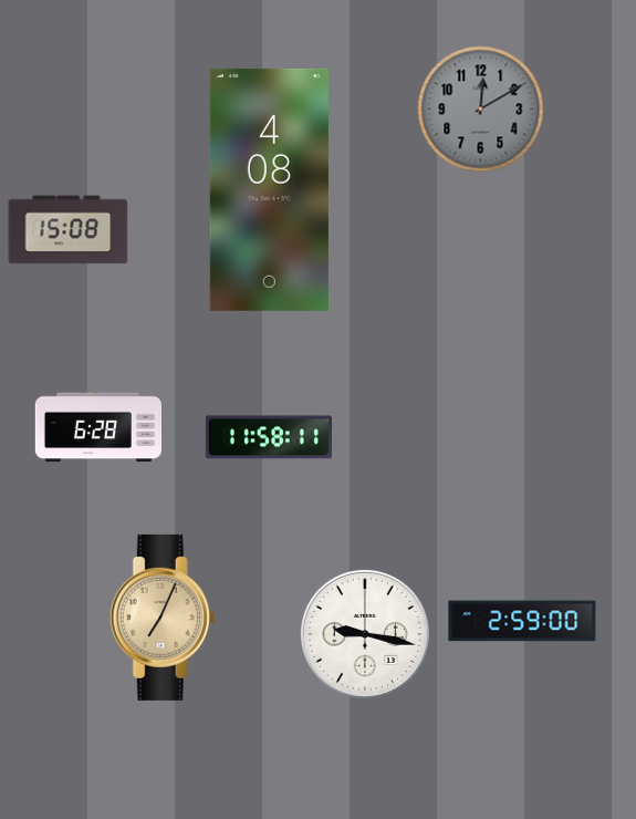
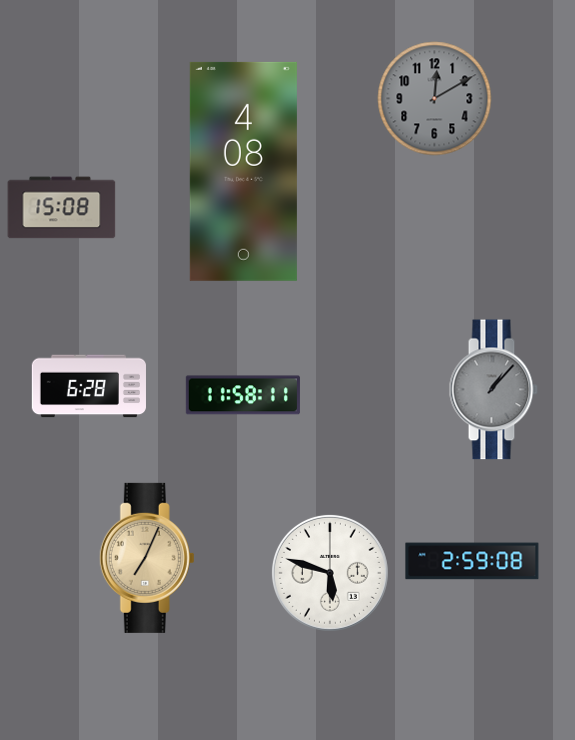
clock at (493, 390): none -> 1:07
clock at (522, 621): 2:59:00 -> 2:59:08
clock at (365, 634): 9:17 -> 5:48
